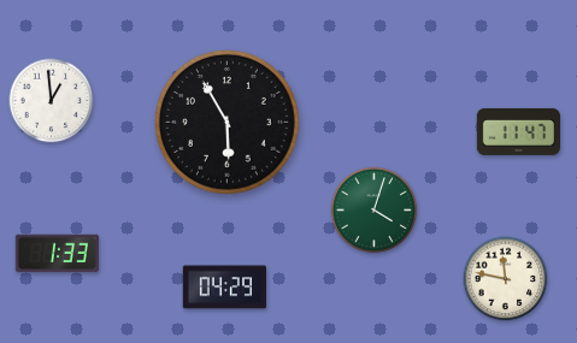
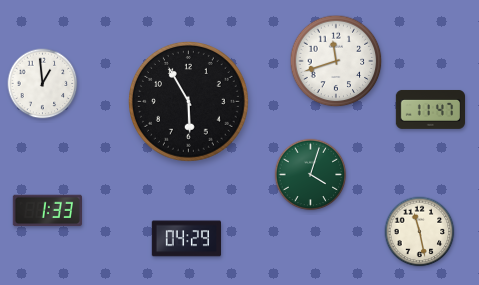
clock at (336, 61): none -> 11:42
clock at (506, 279): 11:47 -> 11:28
